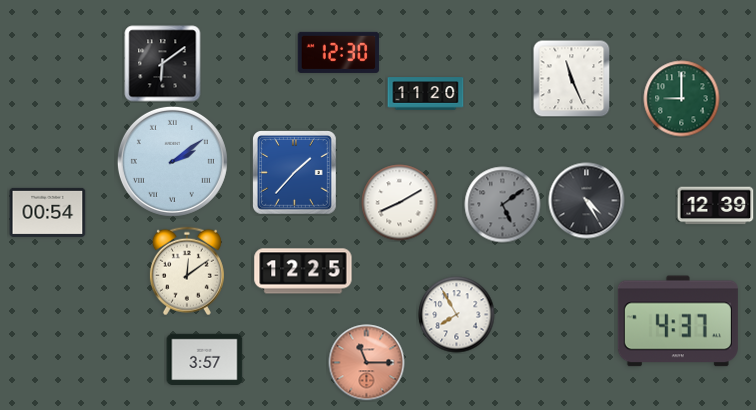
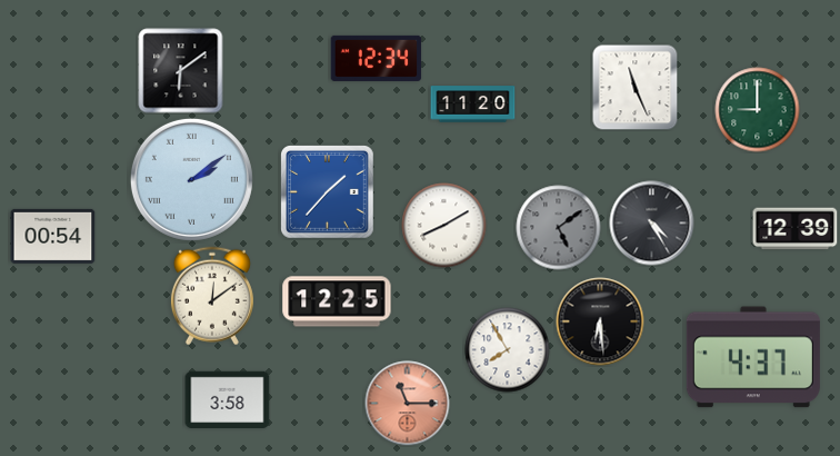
clock at (339, 52): 12:30 -> 12:34
clock at (187, 271) position: (187, 271) -> (212, 296)
clock at (600, 321): none -> 6:29
clock at (205, 359): 3:57 -> 3:58
